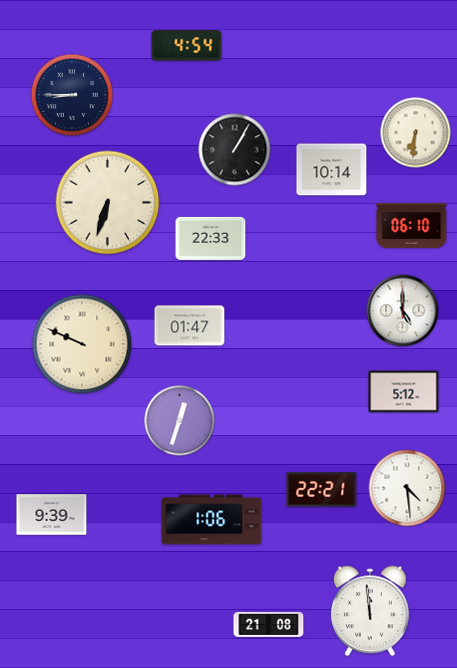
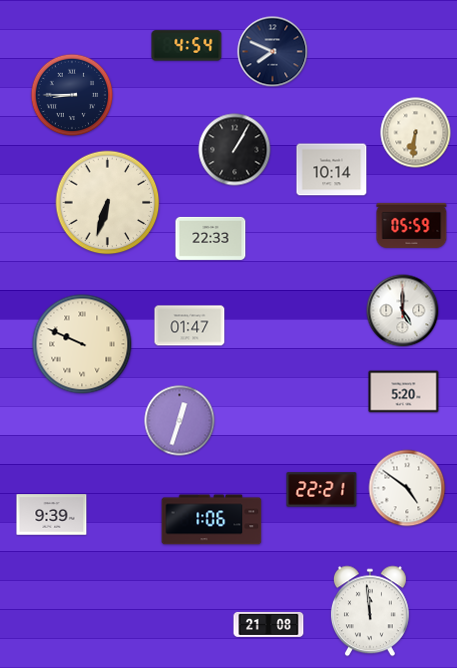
clock at (273, 52): none -> 7:49
clock at (412, 225): 06:10 -> 05:59
clock at (404, 392): 5:12 -> 5:20
clock at (407, 488): 4:29 -> 4:51
